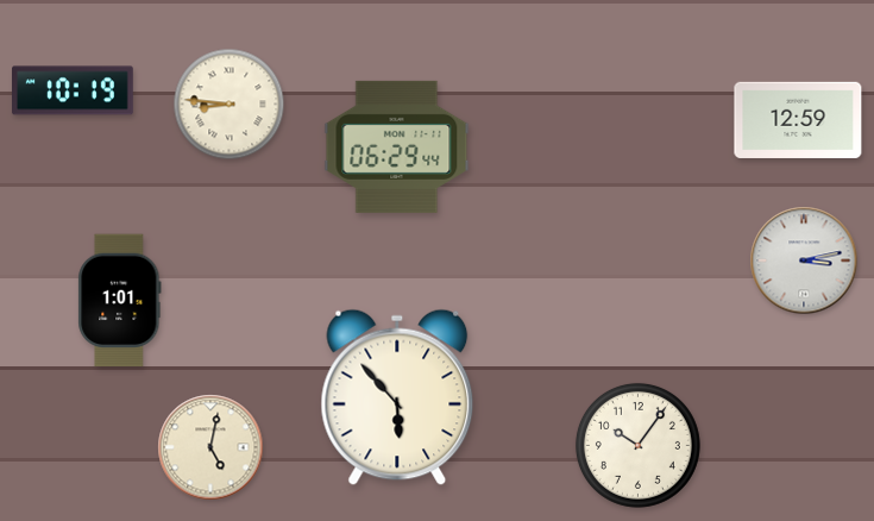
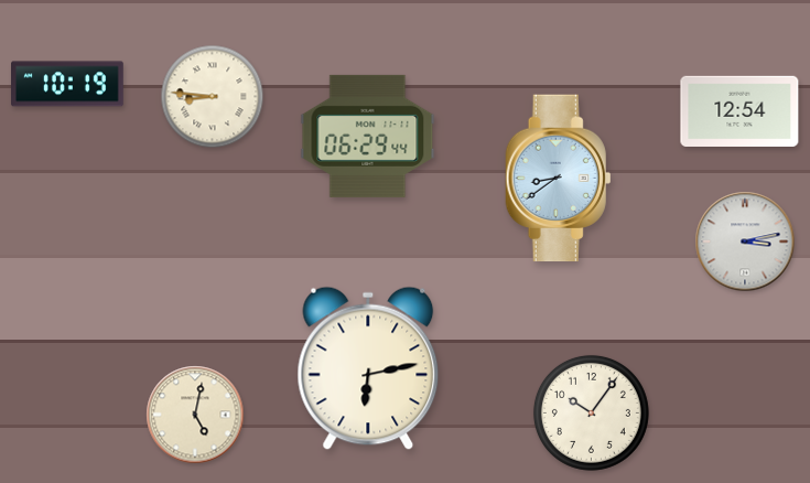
clock at (798, 119): 12:59 -> 12:54
clock at (559, 179): none -> 8:39
clock at (120, 301): 1:01 -> none
clock at (397, 397): 5:53 -> 6:13
